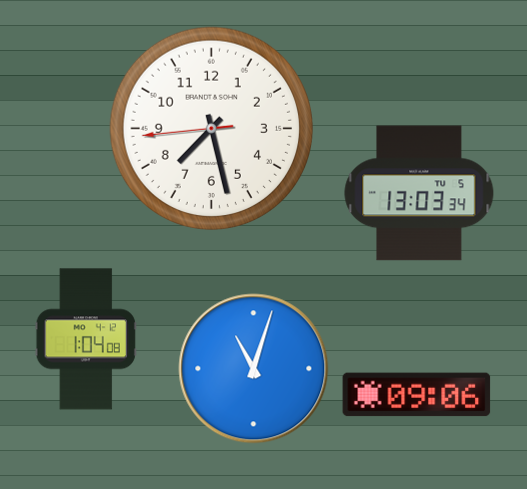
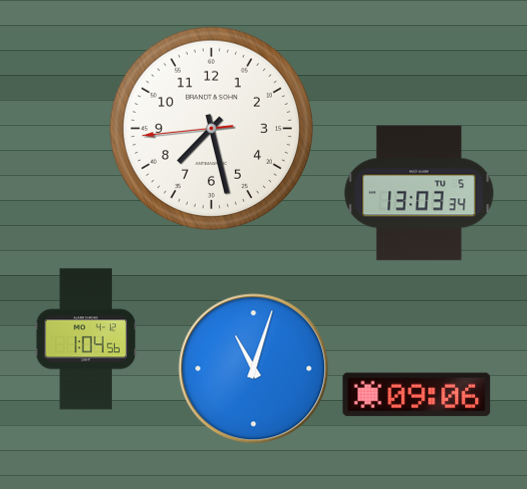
clock at (86, 339): 1:04:08 -> 1:04:56
